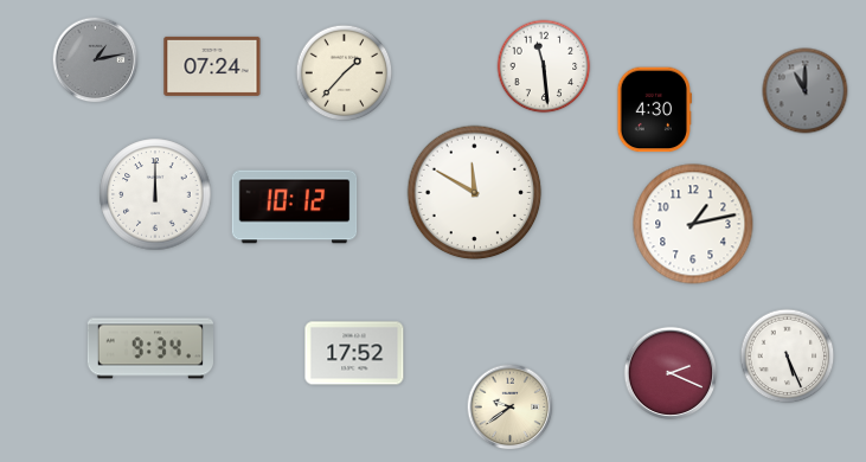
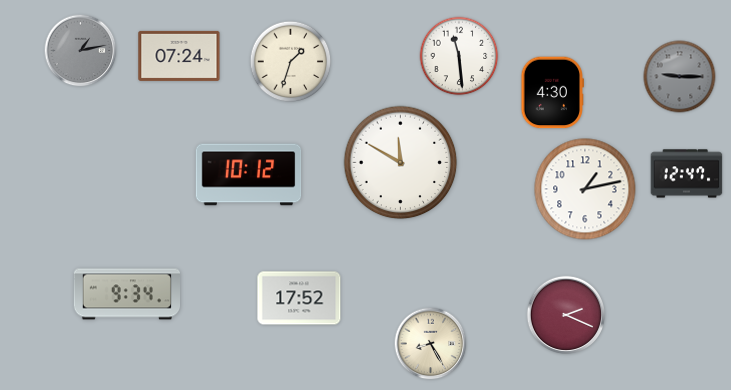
clock at (345, 73): 1:37 -> 1:33
clock at (806, 91): 11:00 -> 9:15
clock at (155, 194): 12:00 -> none
clock at (687, 174): none -> 12:47
clock at (788, 357): 5:26 -> none
clock at (511, 408): 9:39 -> 8:25
